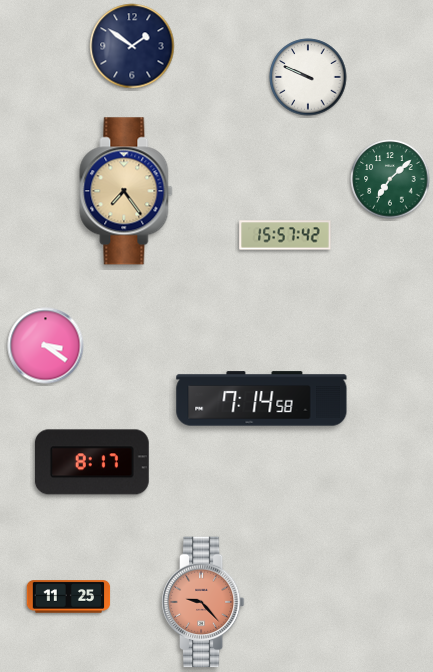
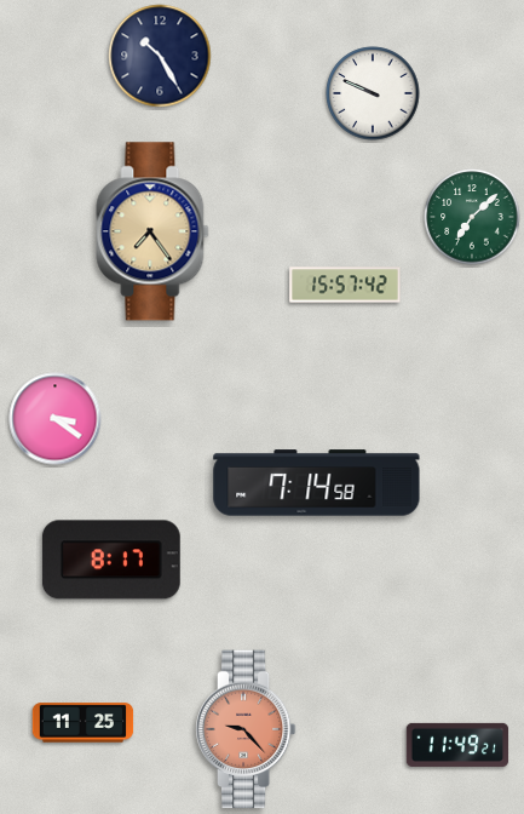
clock at (132, 46): 1:51 -> 10:25
clock at (457, 745): none -> 11:49
